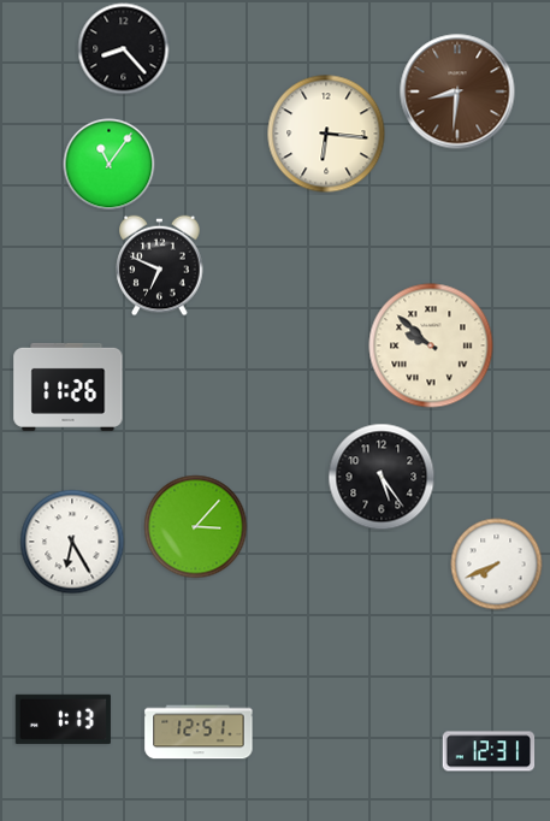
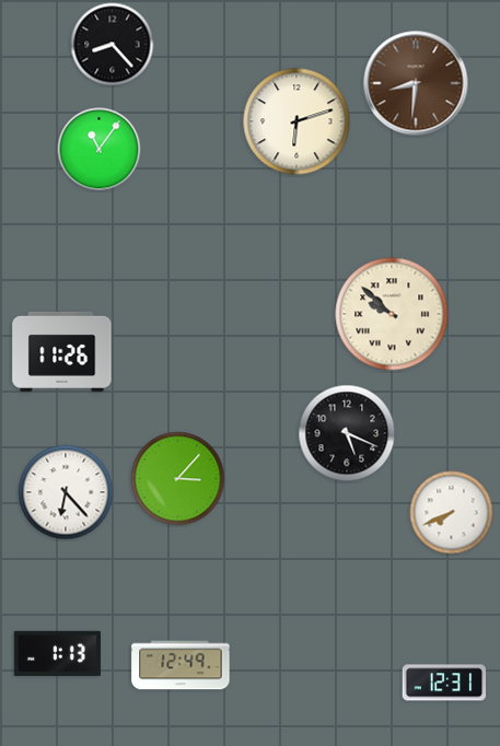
clock at (326, 134): 6:16 -> 6:12
clock at (160, 266): 6:49 -> none
clock at (382, 477): 5:24 -> 5:19
clock at (72, 542): 6:25 -> 6:23
clock at (199, 732): 12:51 -> 12:49
